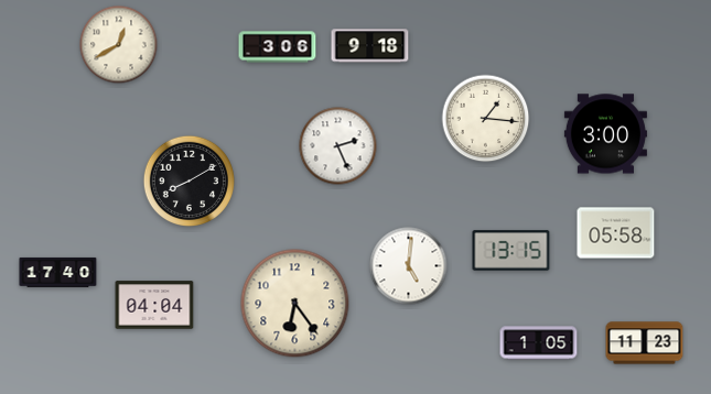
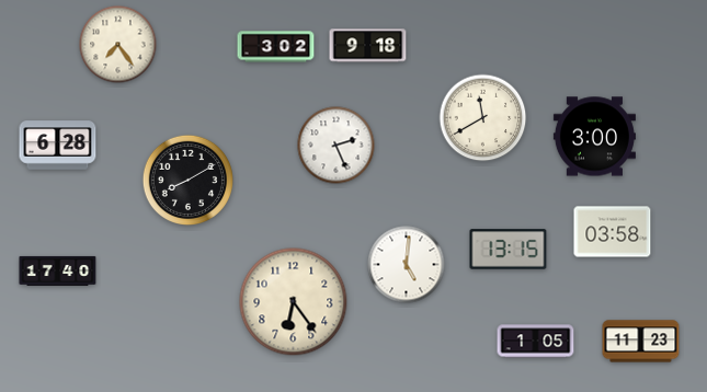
clock at (119, 45): 12:40 -> 7:24
clock at (278, 47): 3:06 -> 3:02
clock at (486, 119): 1:16 -> 11:40
clock at (605, 134) position: (605, 134) -> (594, 137)
clock at (58, 146): none -> 6:28
clock at (616, 233): 05:58 -> 03:58
clock at (154, 305): 04:04 -> none
